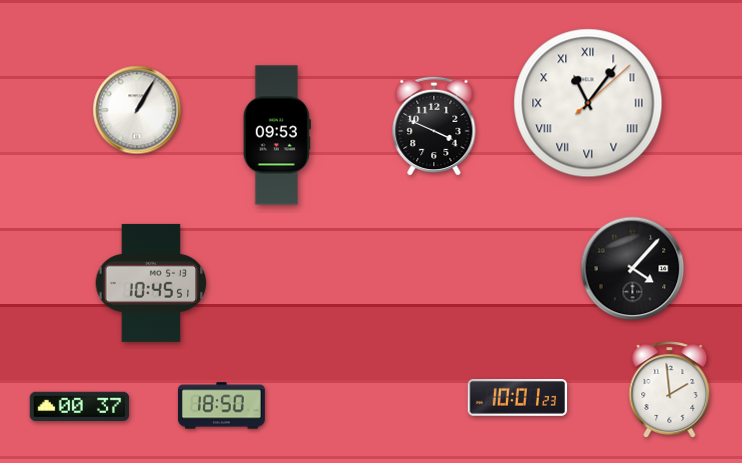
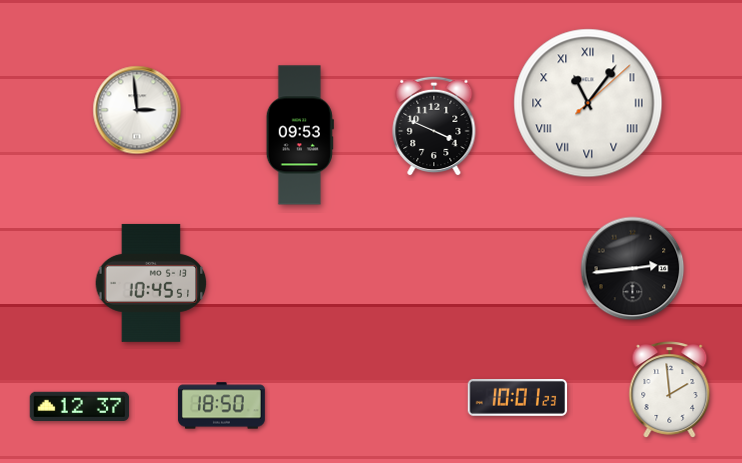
clock at (137, 110): 1:05 -> 2:59
clock at (277, 135) position: (277, 135) -> (300, 135)
clock at (633, 269): 4:07 -> 2:44
clock at (80, 406): 00:37 -> 12:37
